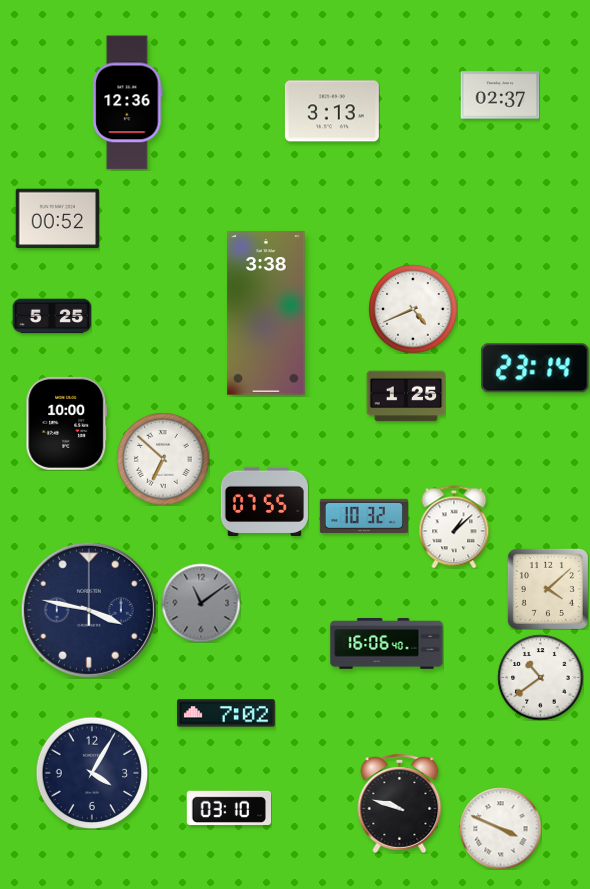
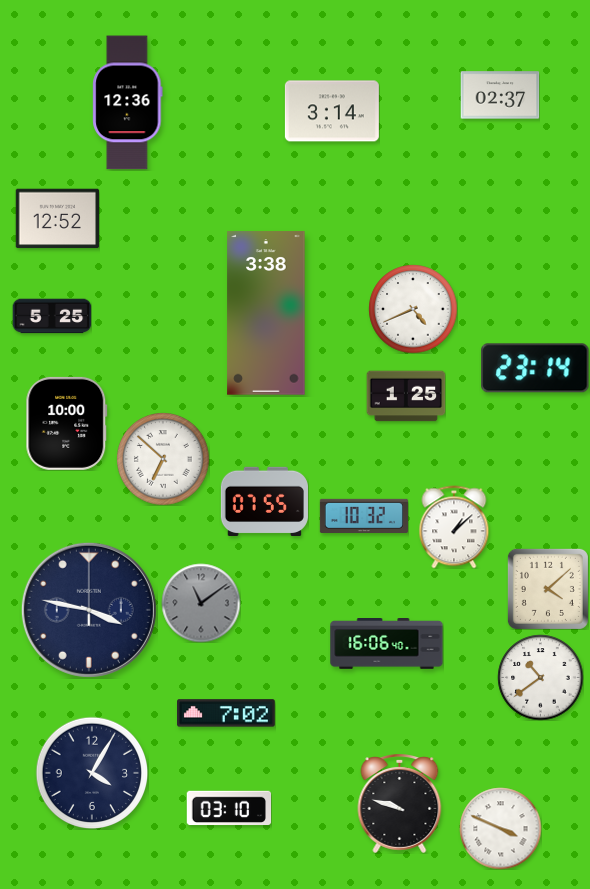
clock at (332, 111): 3:13 -> 3:14
clock at (57, 219): 00:52 -> 12:52
